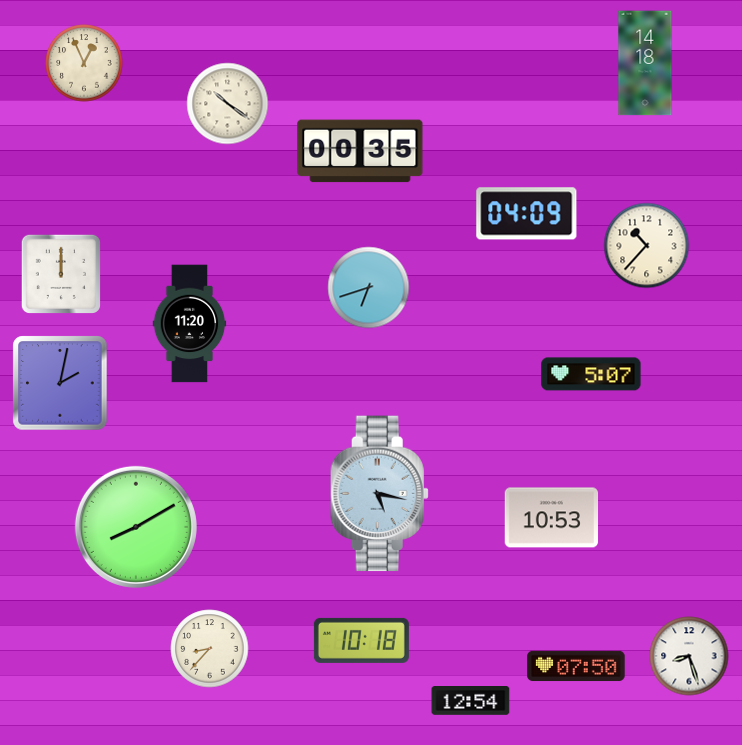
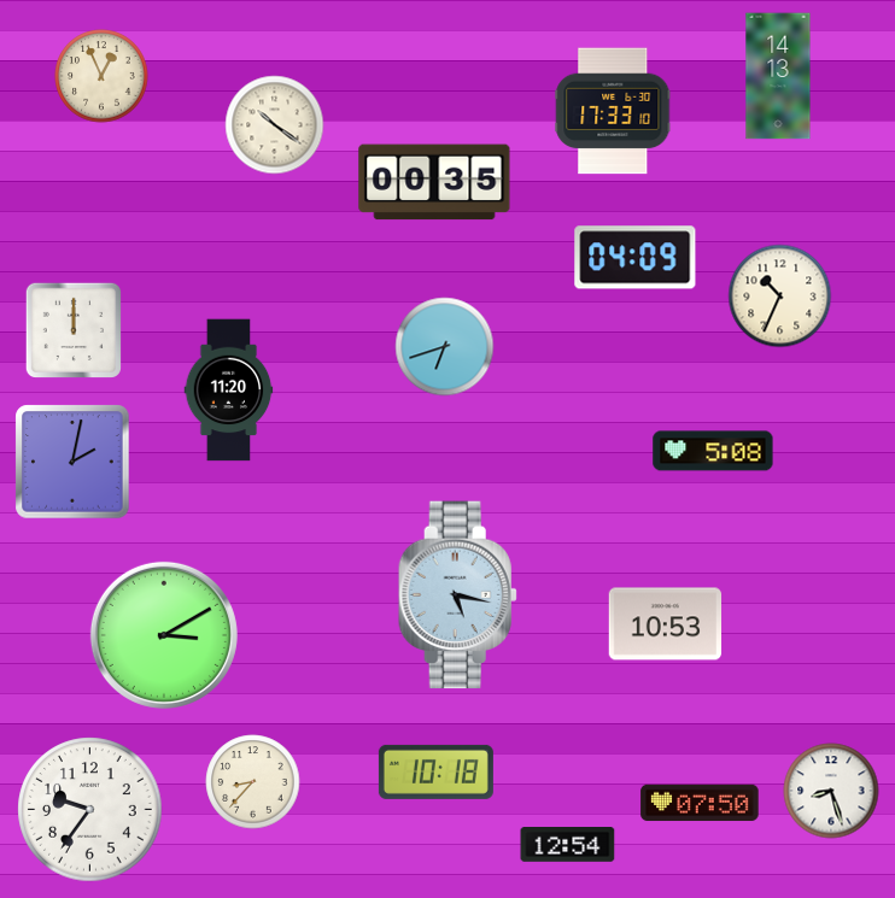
clock at (645, 63): 14:18 -> 14:13
clock at (613, 111): none -> 17:33
clock at (647, 246): 10:37 -> 10:34
clock at (591, 374): 5:07 -> 5:08
clock at (136, 527): 8:10 -> 3:10
clock at (576, 666) position: (576, 666) -> (700, 803)
clock at (90, 810): none -> 9:36
